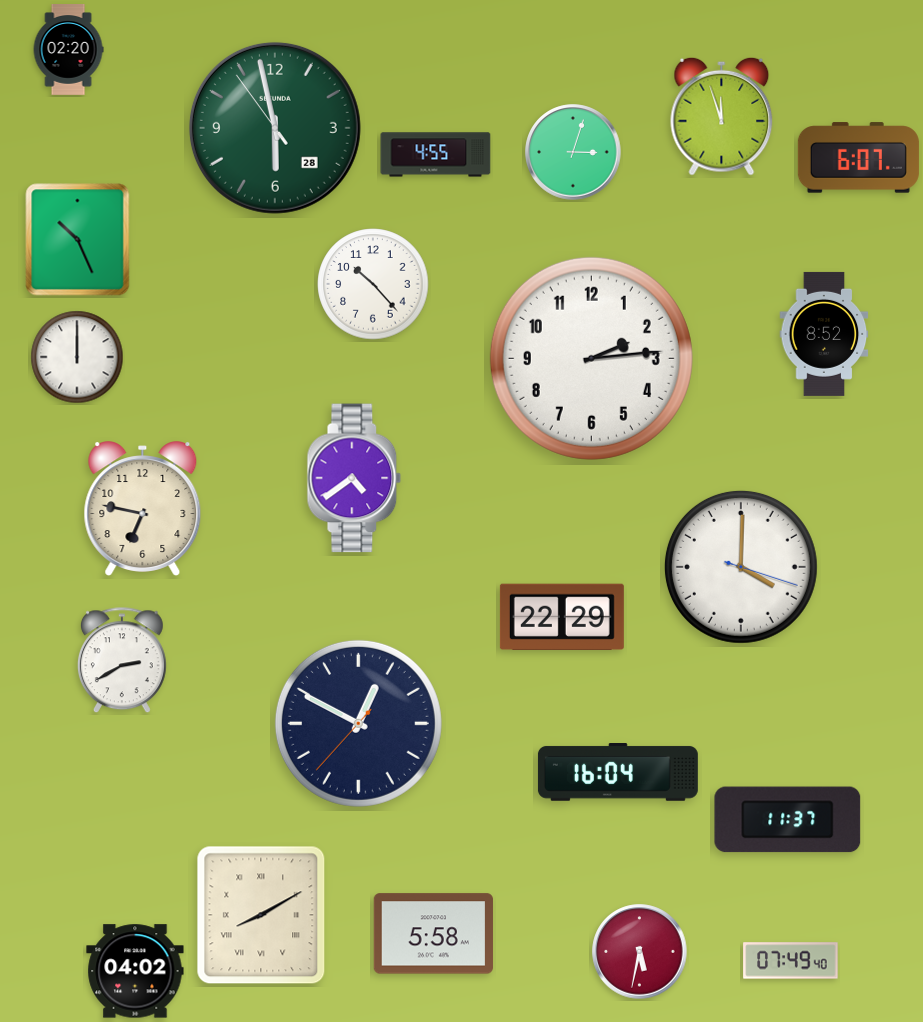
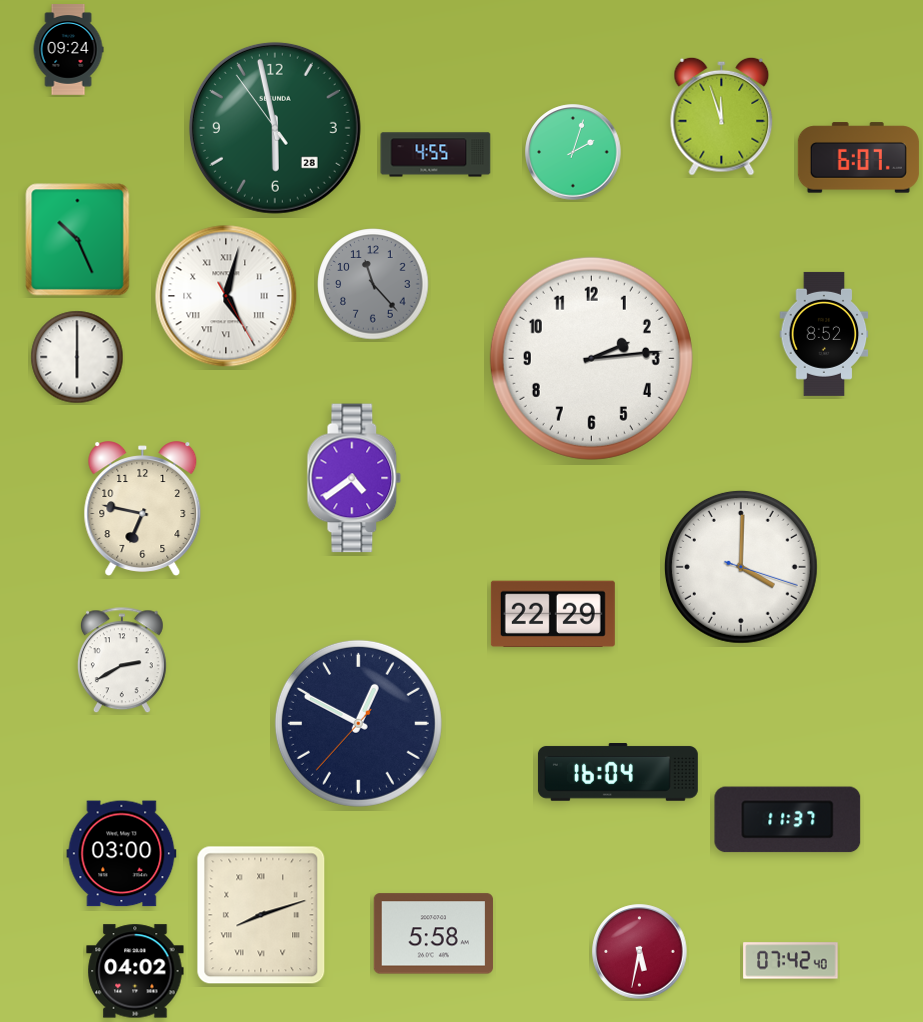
clock at (68, 50): 02:20 -> 09:24
clock at (573, 152): 3:03 -> 2:03
clock at (373, 284): 10:23 -> 11:23
clock at (373, 284) dial: white -> grey
clock at (226, 296): none -> 5:02
clock at (77, 357): 12:00 -> 6:00
clock at (562, 617) position: (562, 617) -> (553, 614)
clock at (122, 854): none -> 03:00
clock at (261, 915): 8:10 -> 8:12
clock at (791, 961): 07:49 -> 07:42
